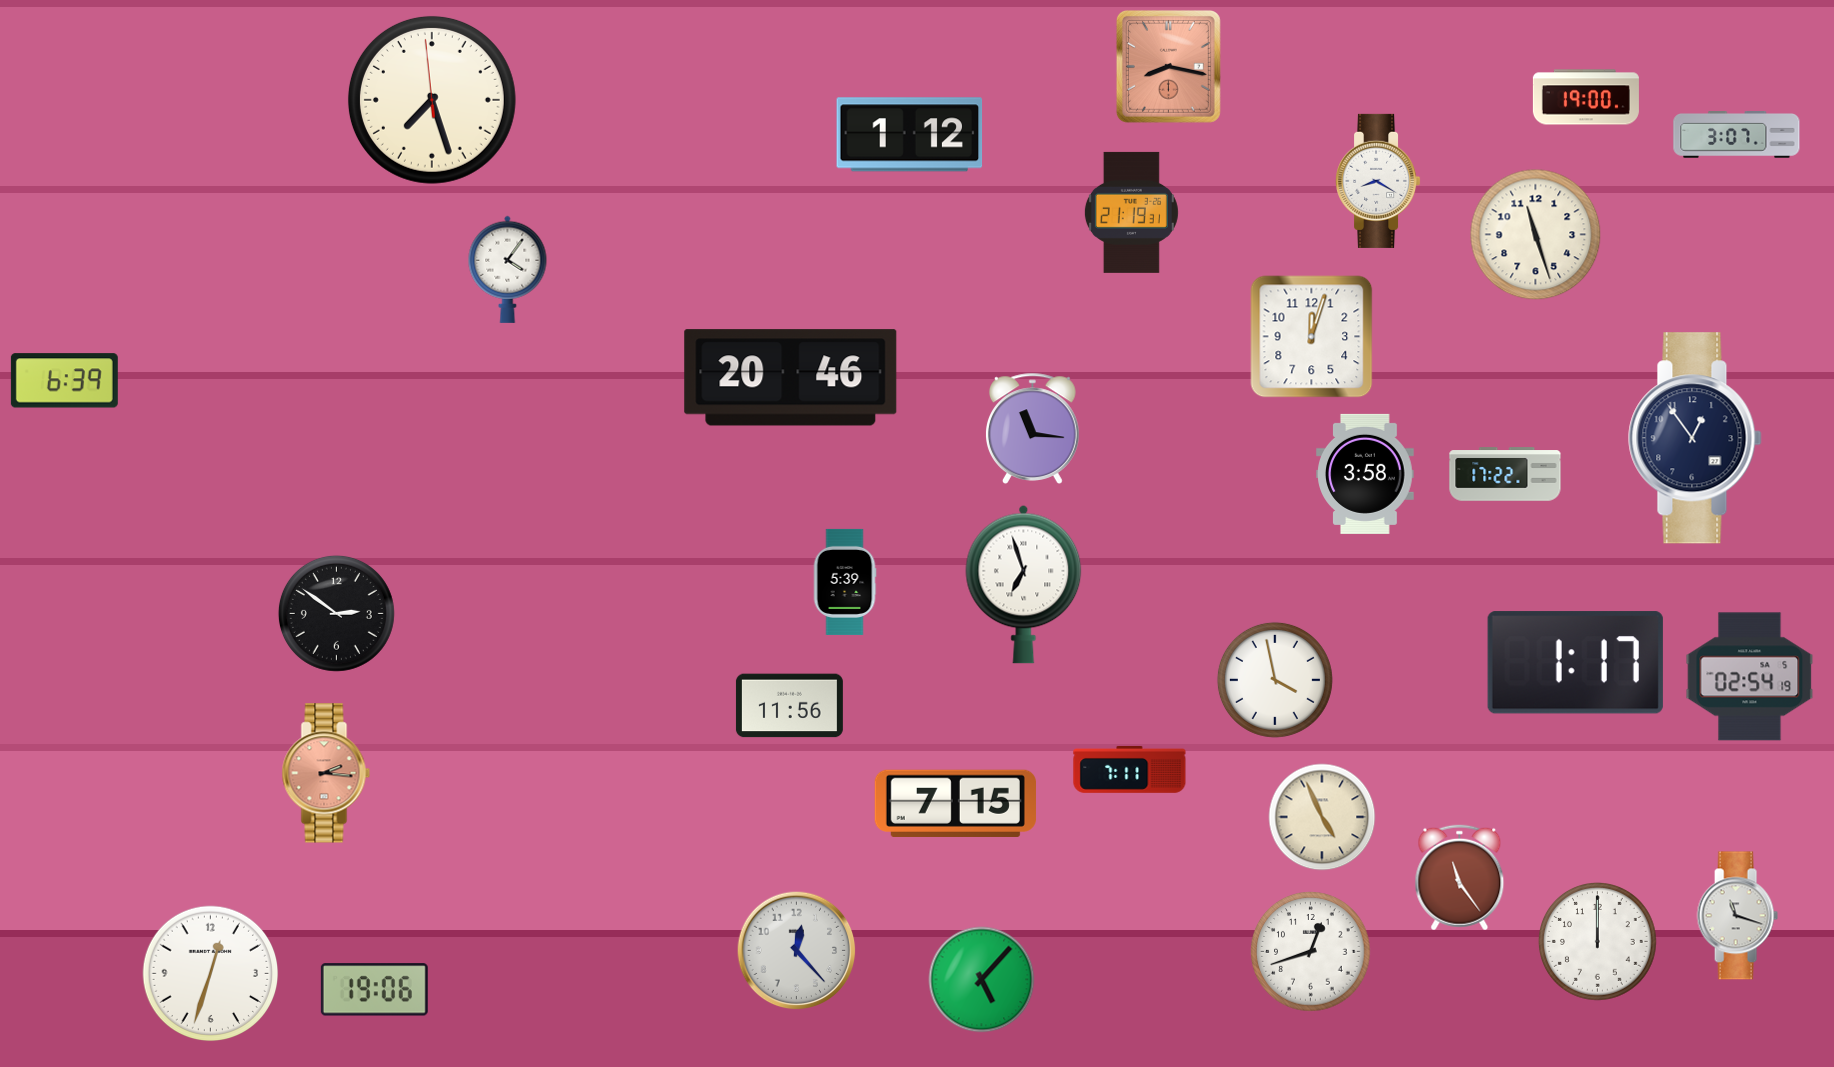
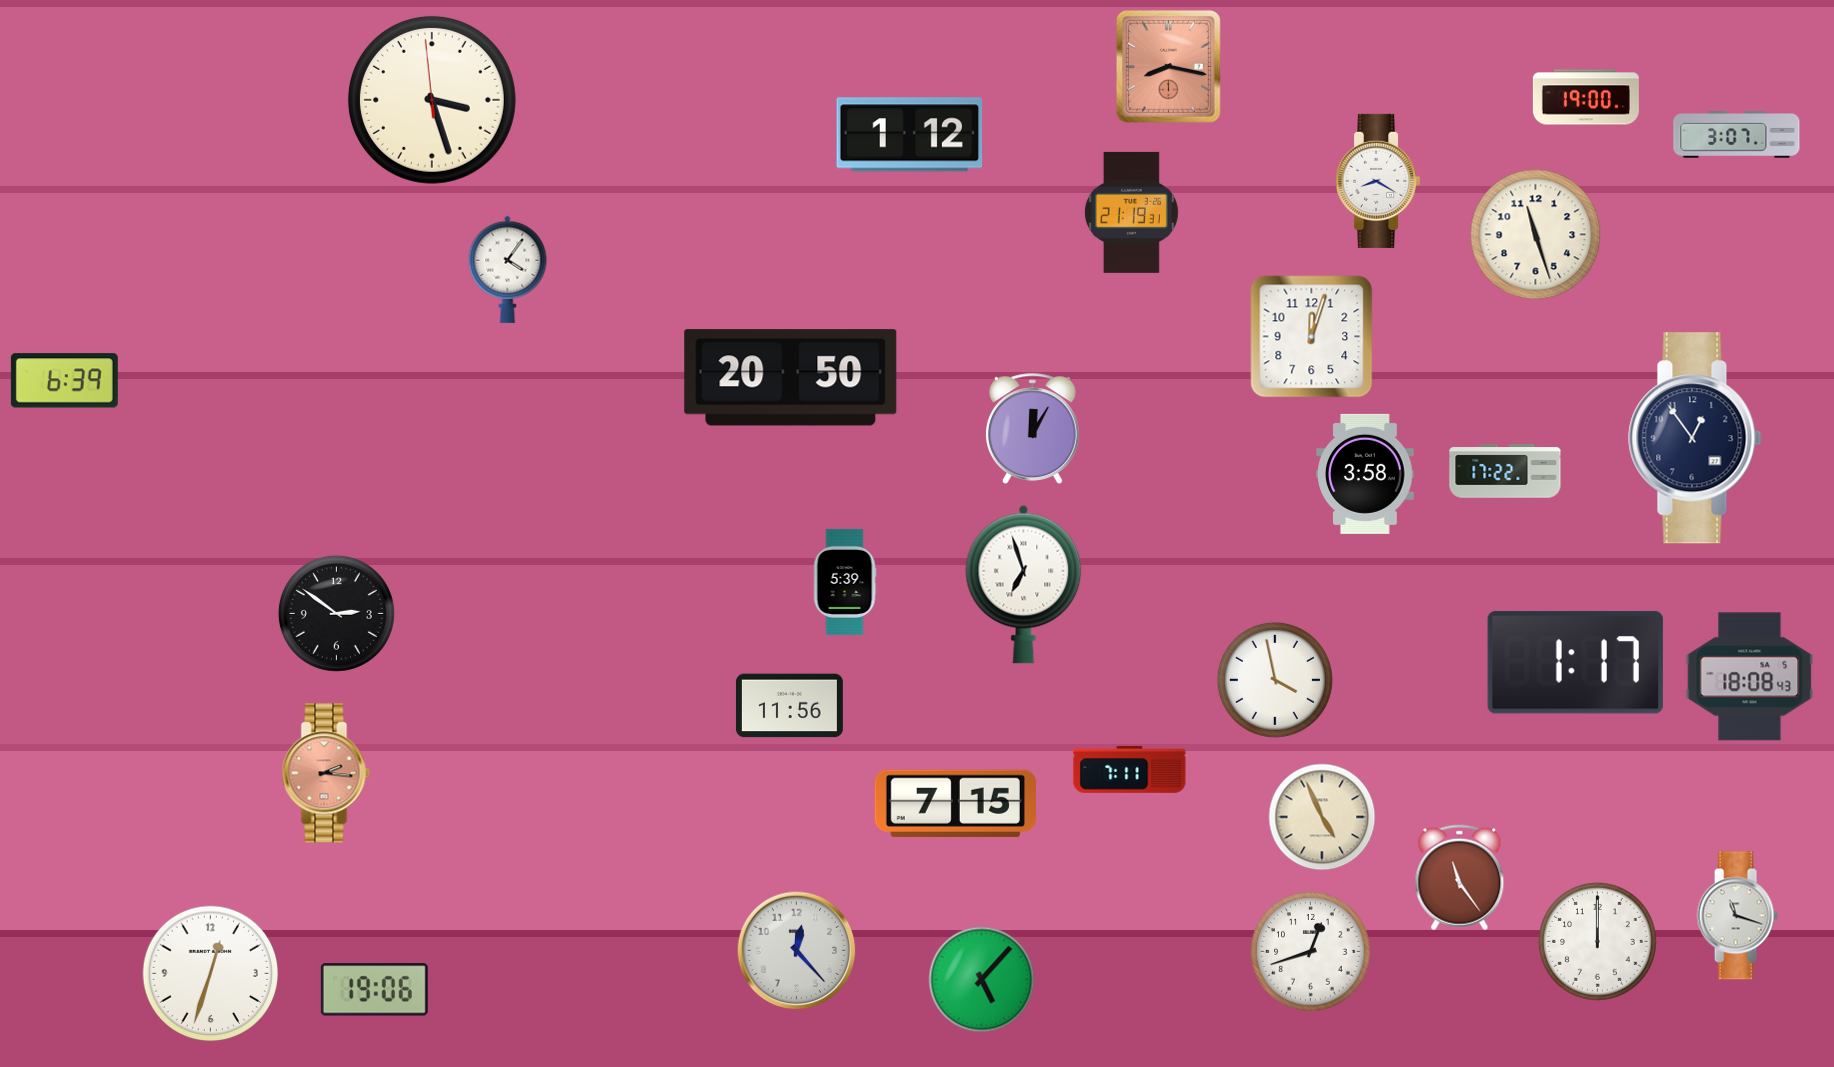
clock at (432, 100): 7:26 -> 3:26
clock at (791, 378): 20:46 -> 20:50
clock at (1033, 428): 11:16 -> 12:05
clock at (1505, 474) position: (1505, 474) -> (1505, 471)
clock at (1750, 677): 02:54 -> 18:08
